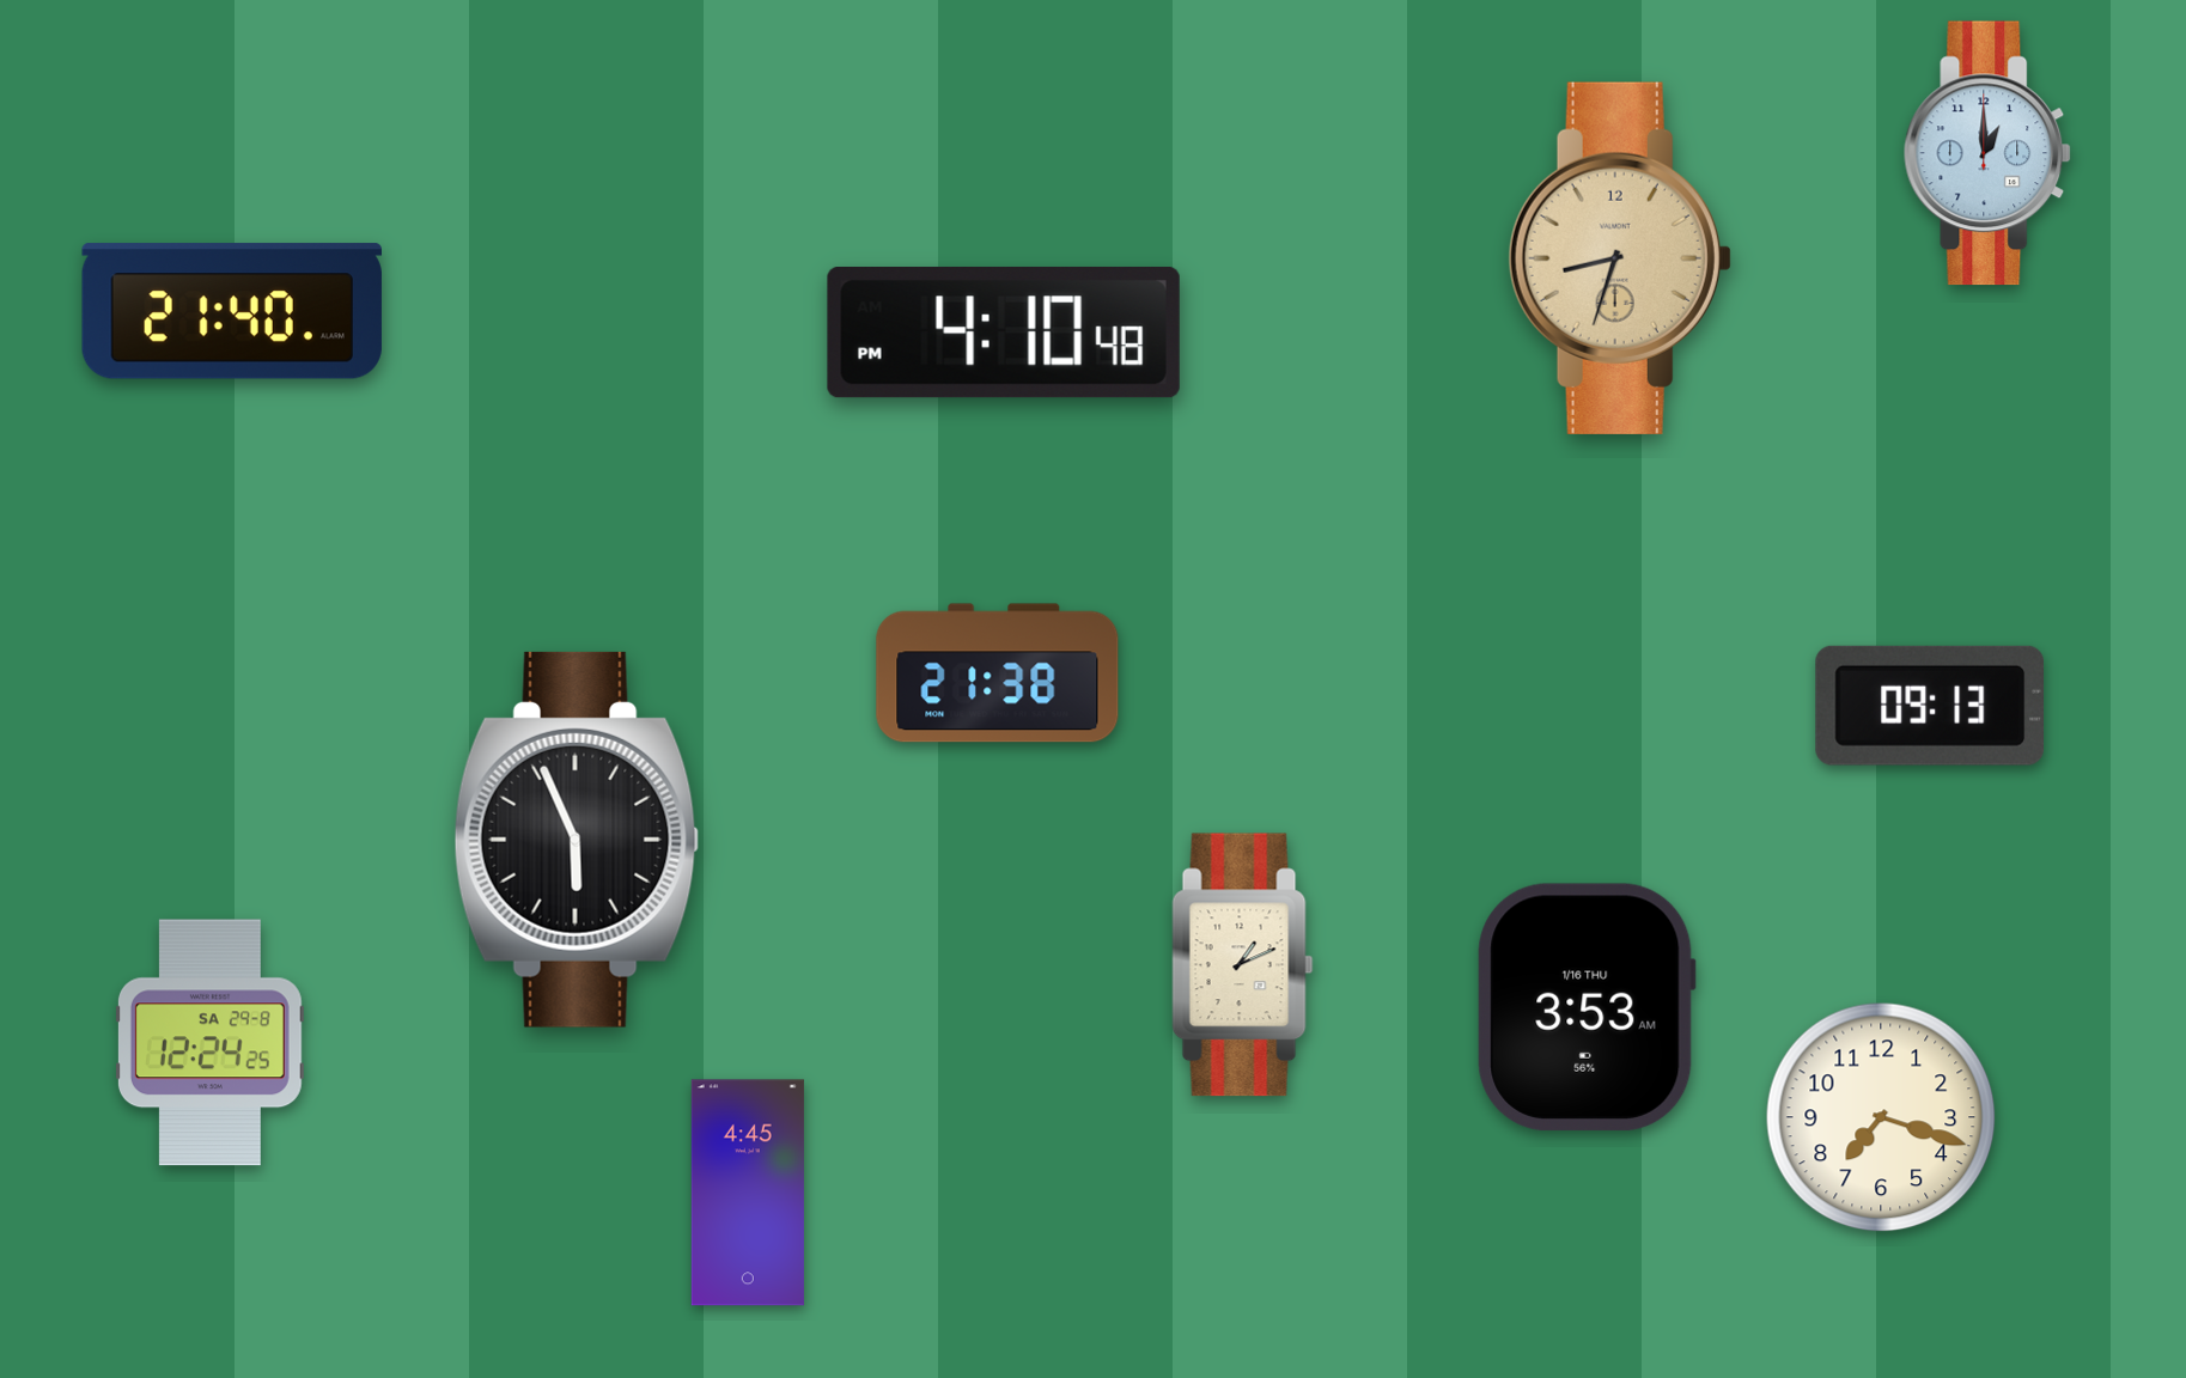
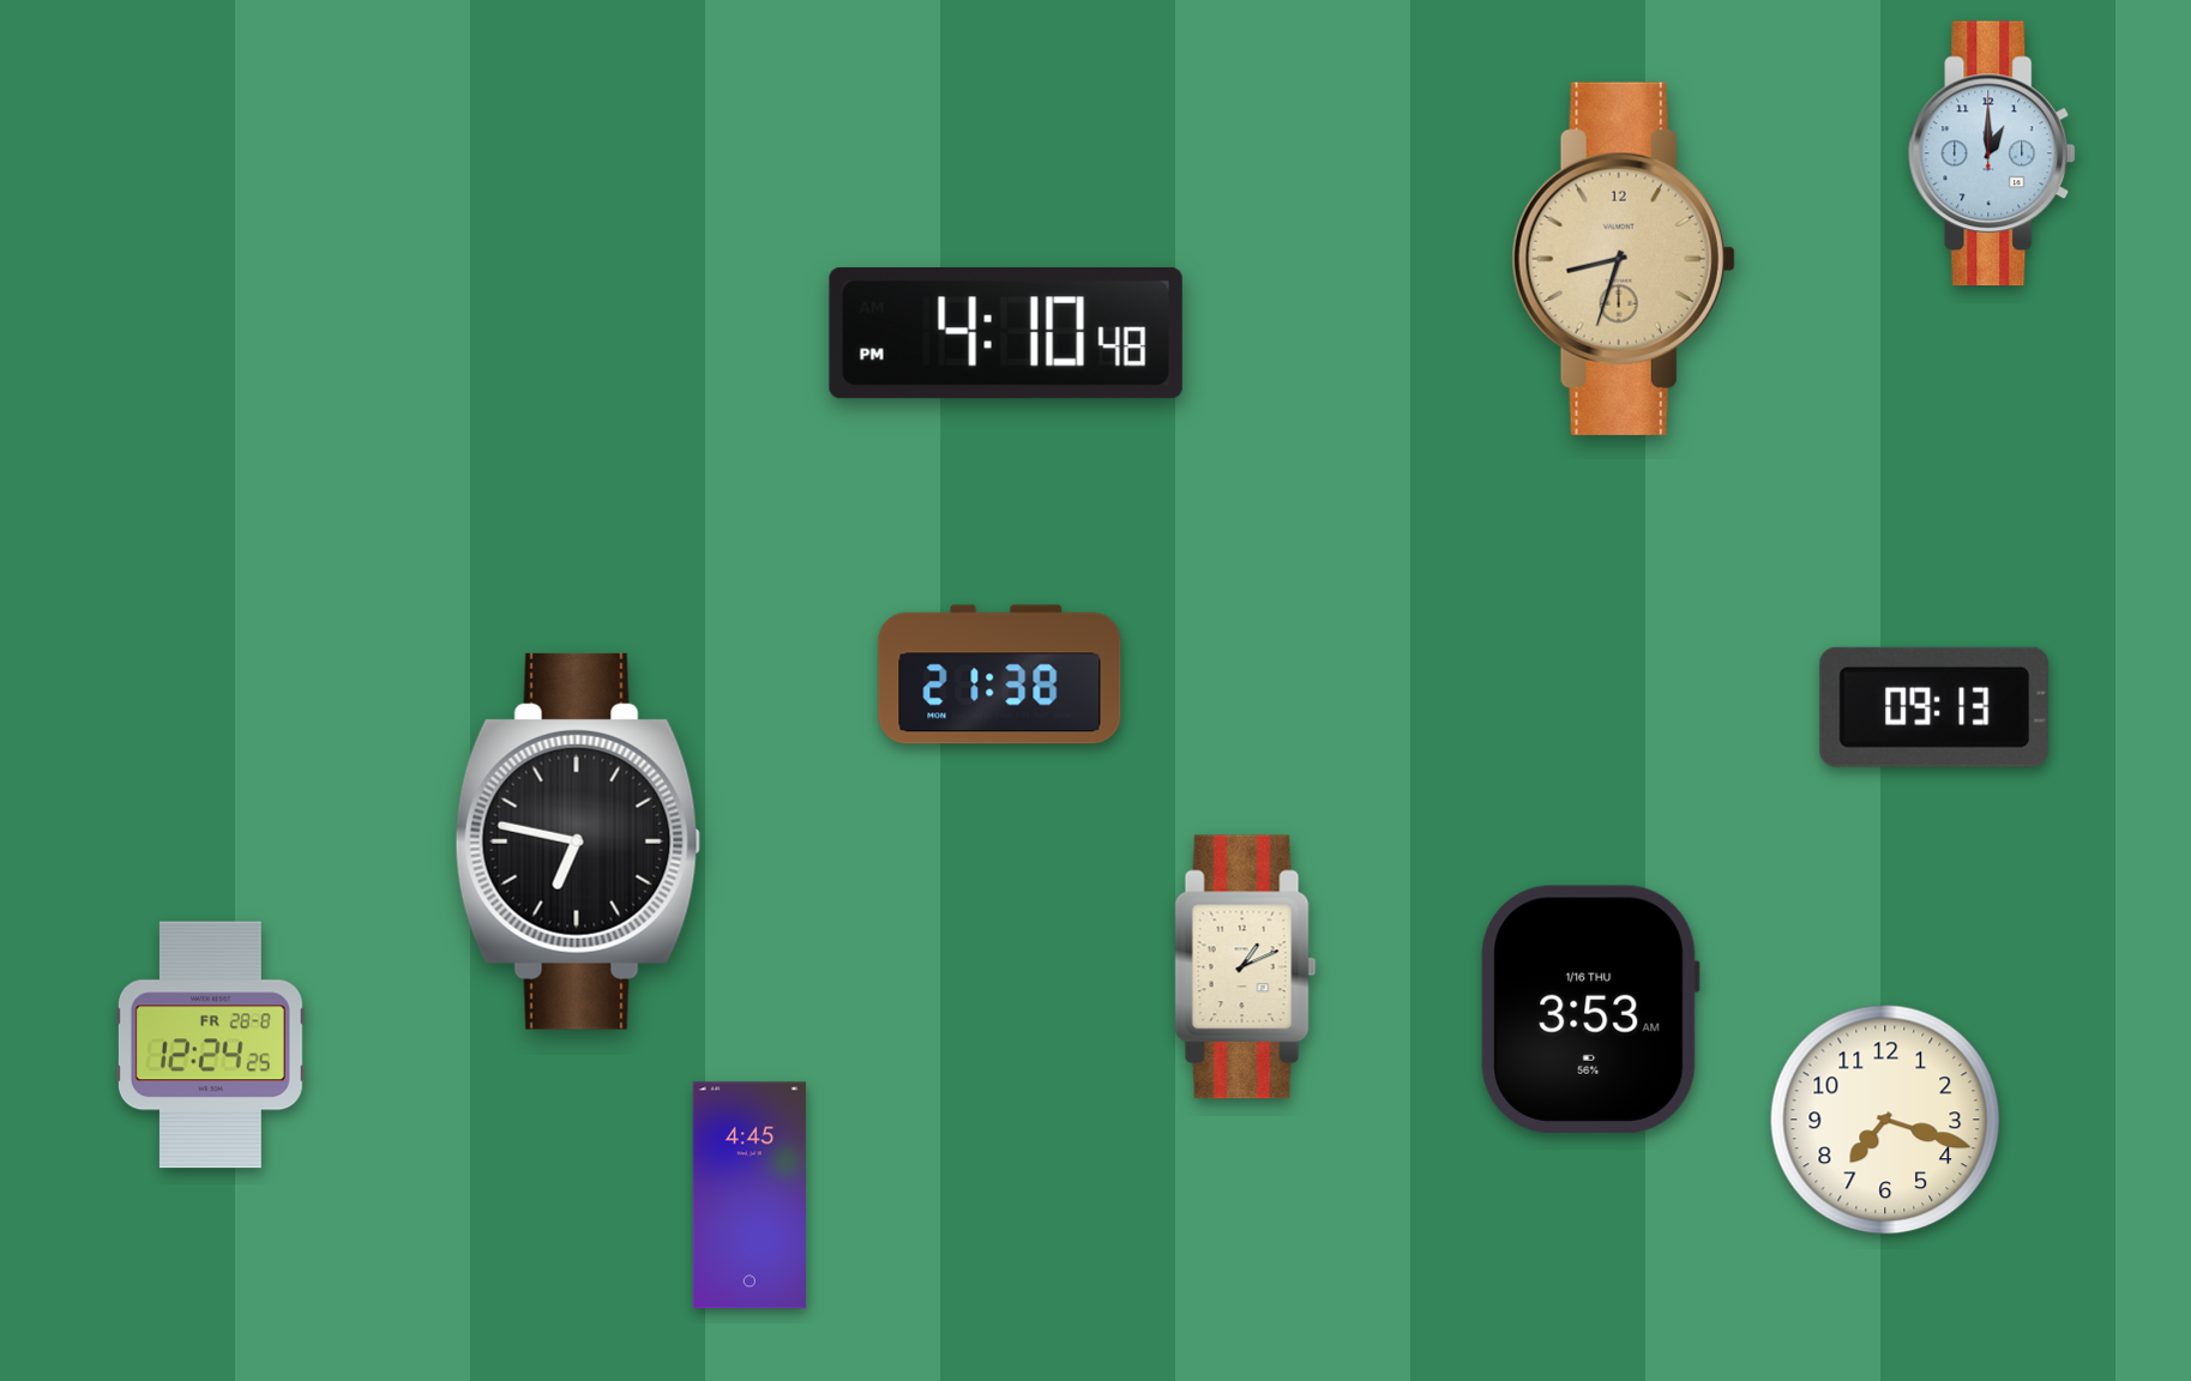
clock at (232, 311): 21:40 -> none
clock at (577, 840): 5:56 -> 6:47
clock at (209, 1043) date: SA 29-8 -> FR 28-8
